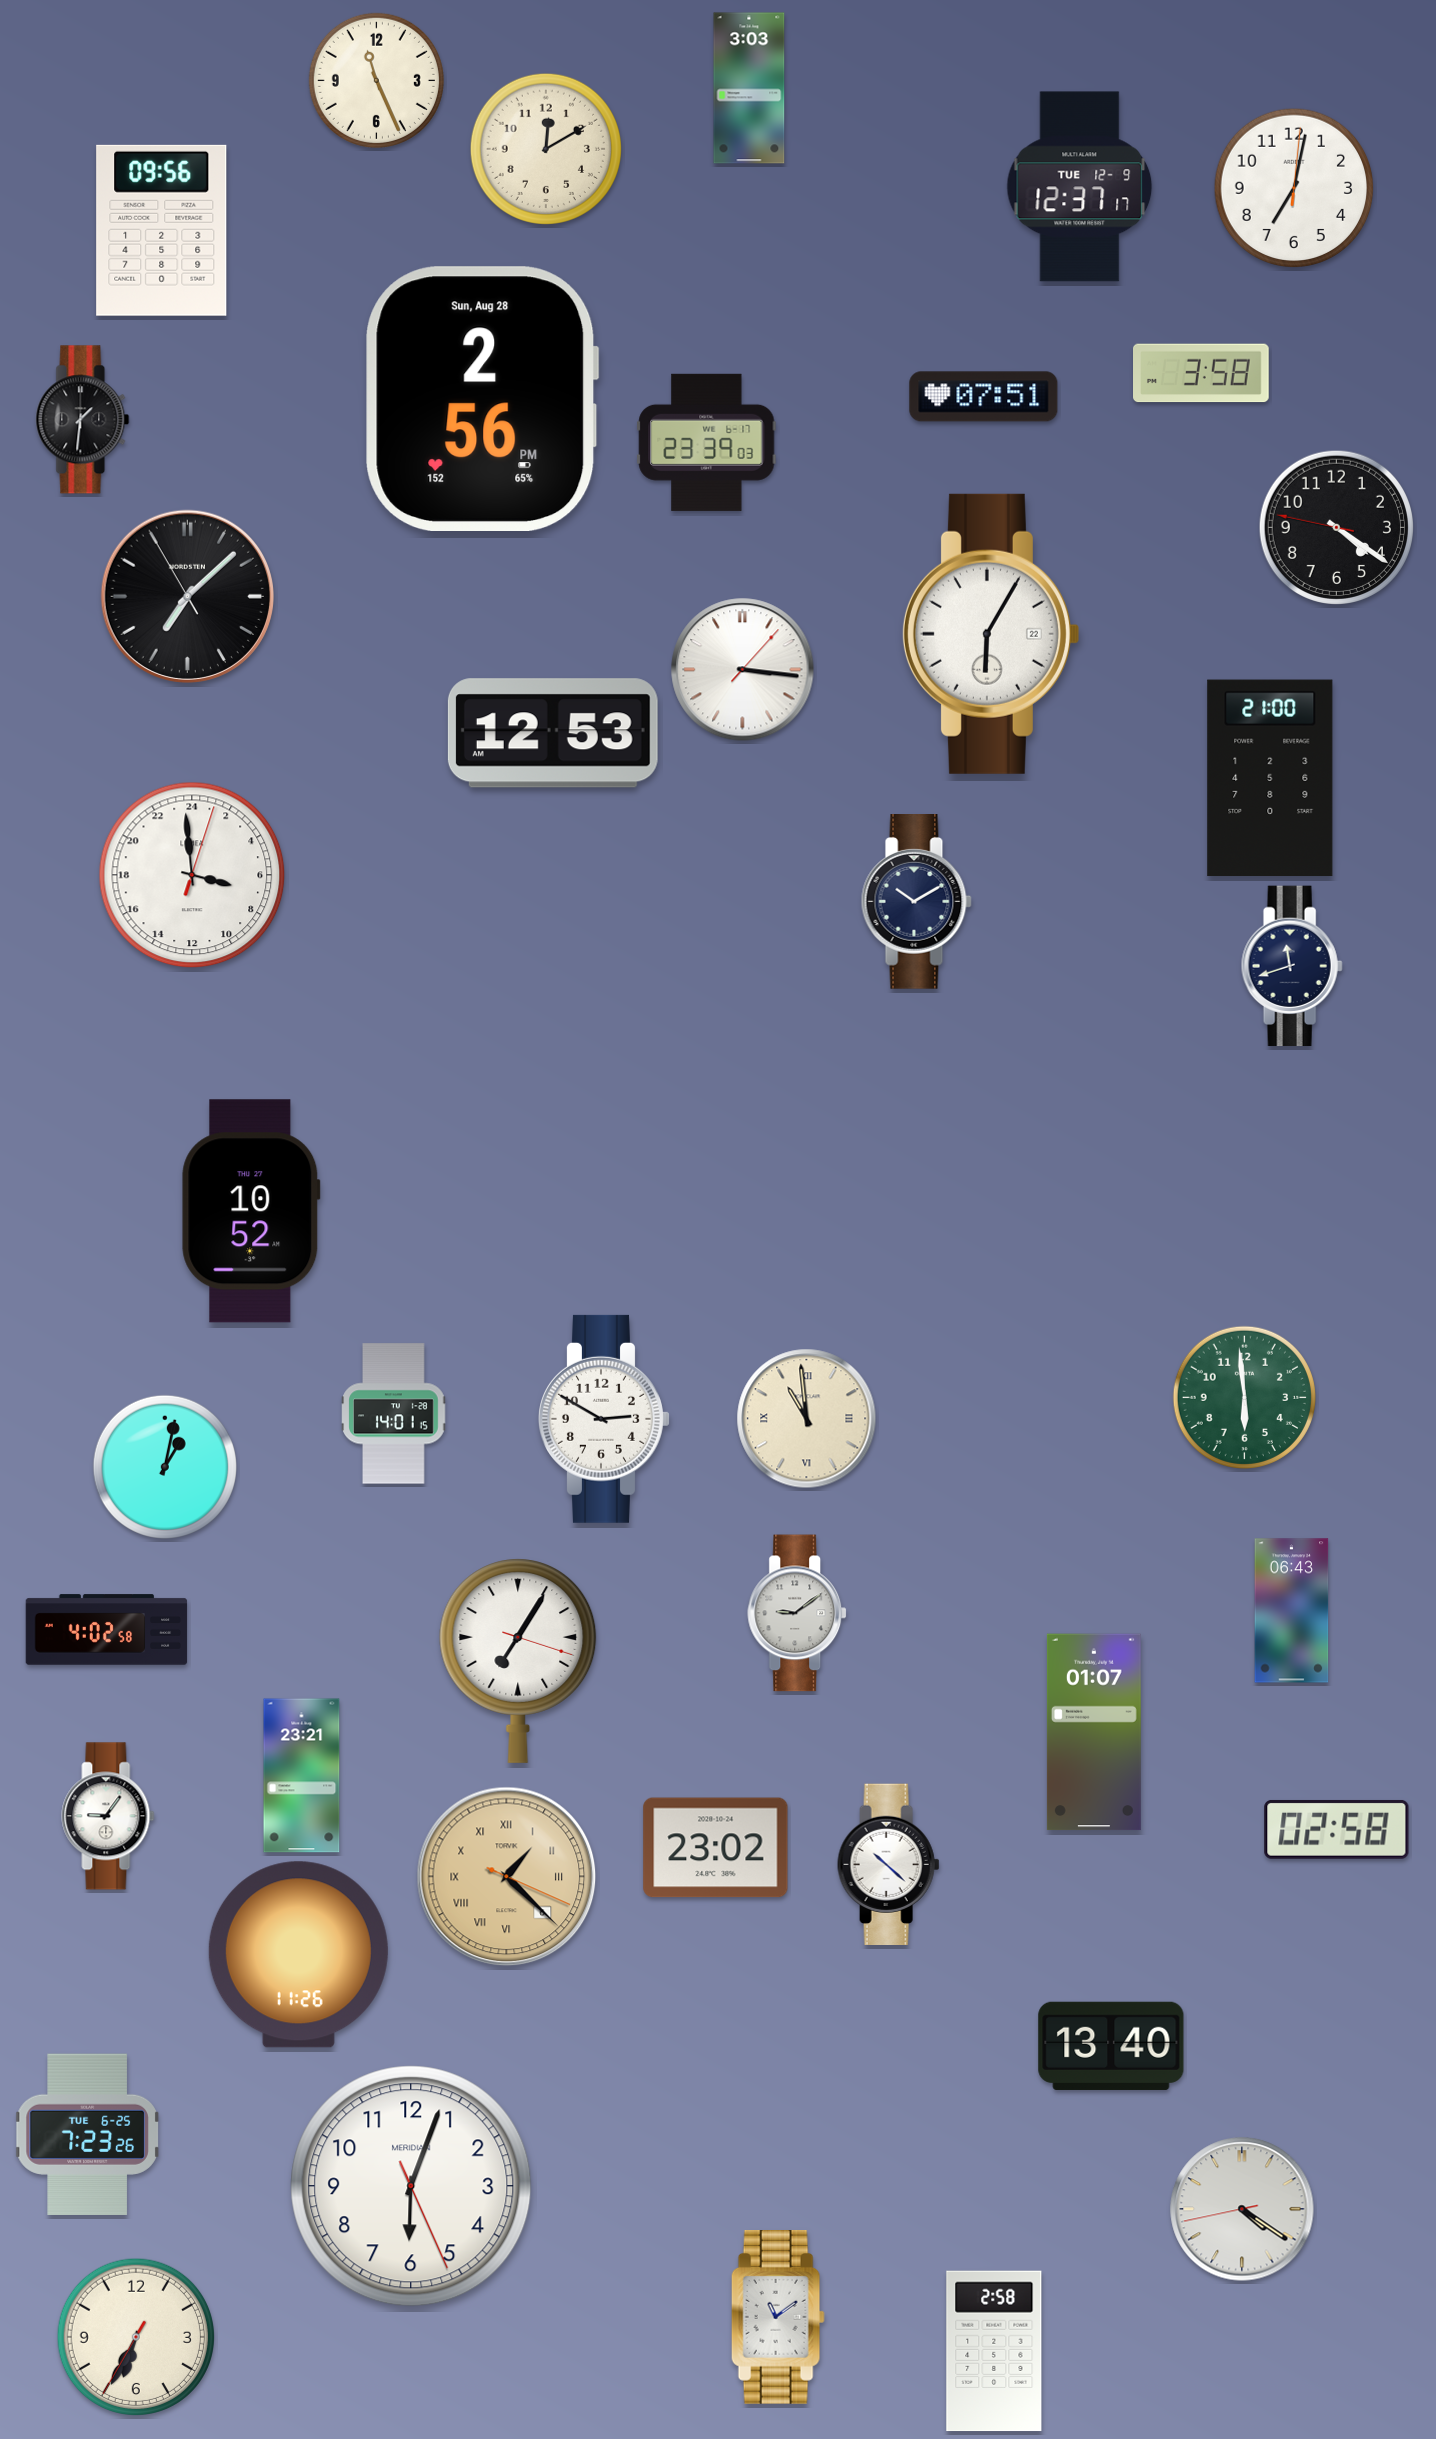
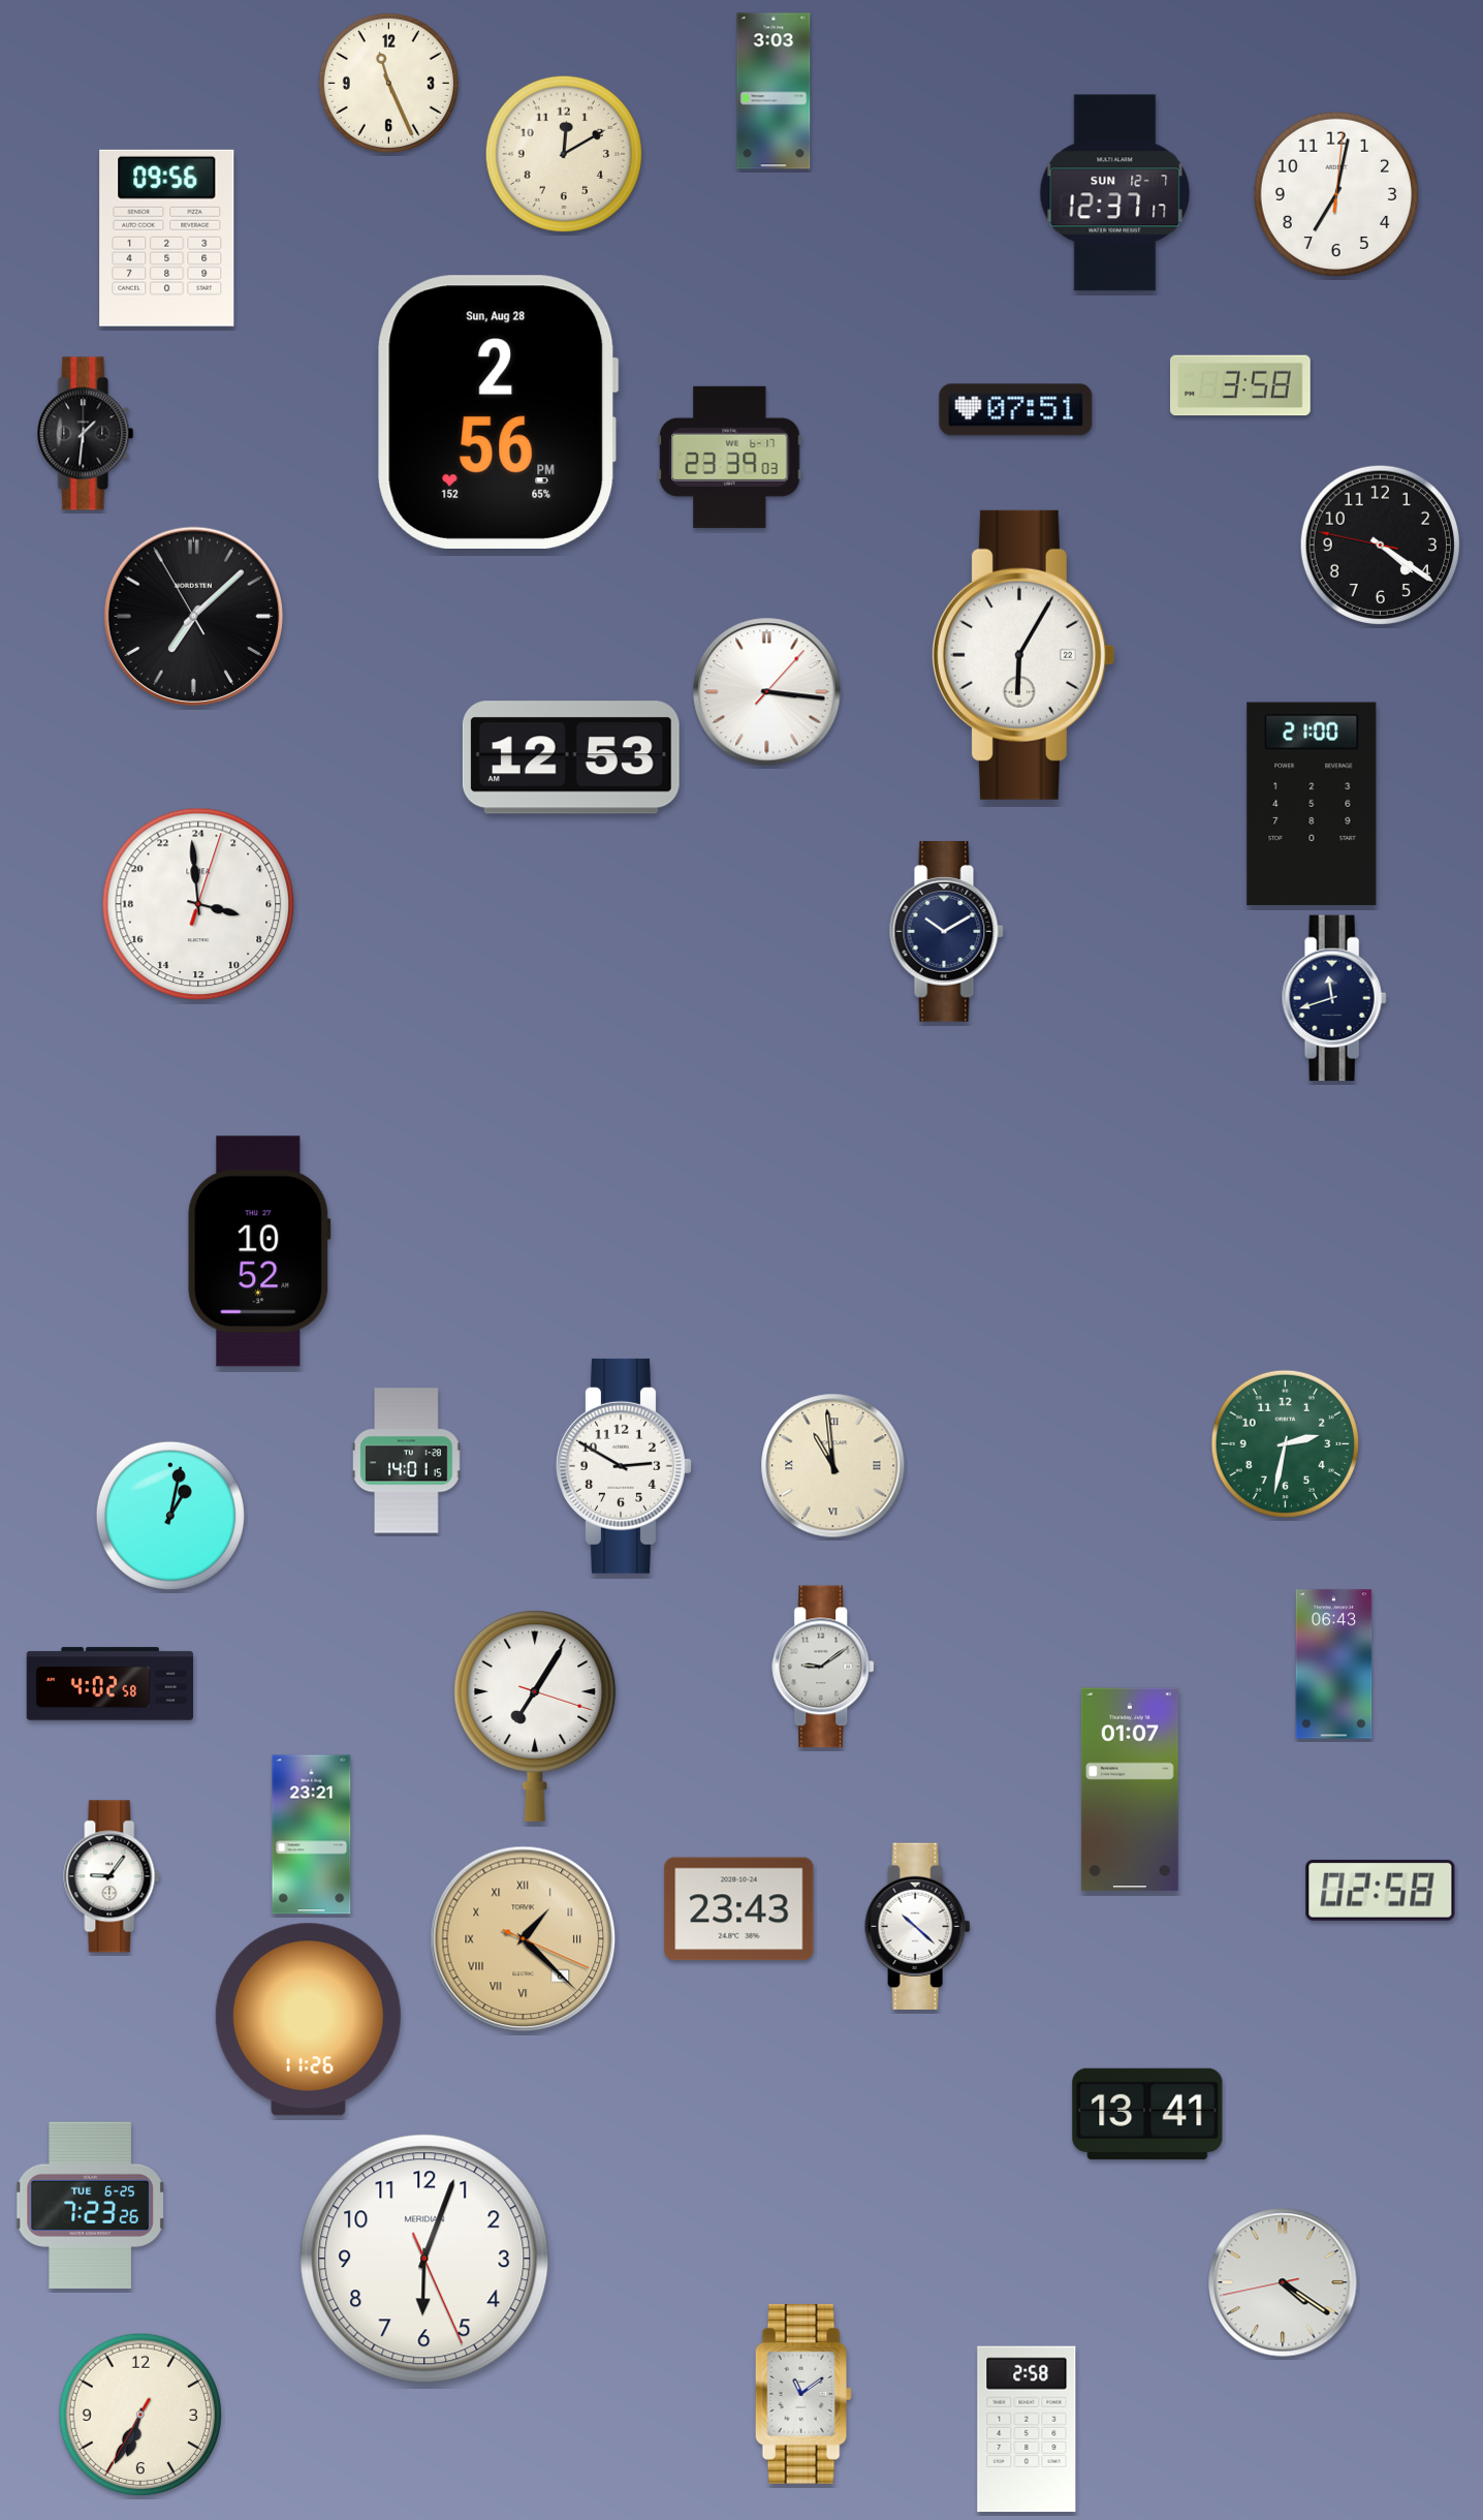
clock at (1080, 187) date: TUE 12-9 -> SUN 12-7
clock at (1244, 1397): 5:59 -> 2:32
clock at (716, 1848): 23:02 -> 23:43
clock at (1111, 2046): 13:40 -> 13:41
